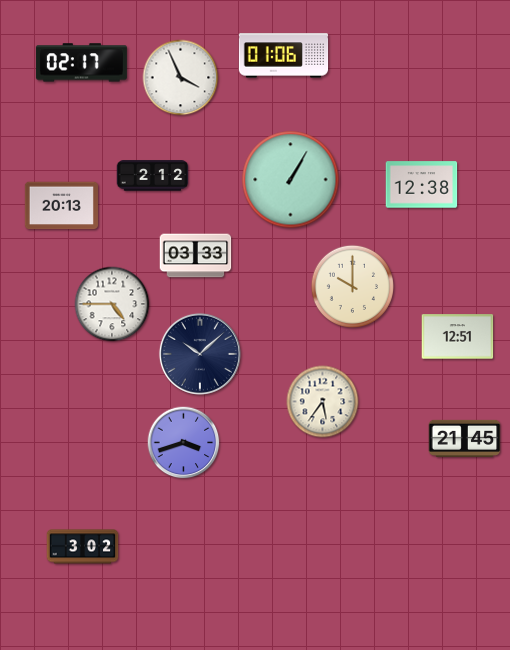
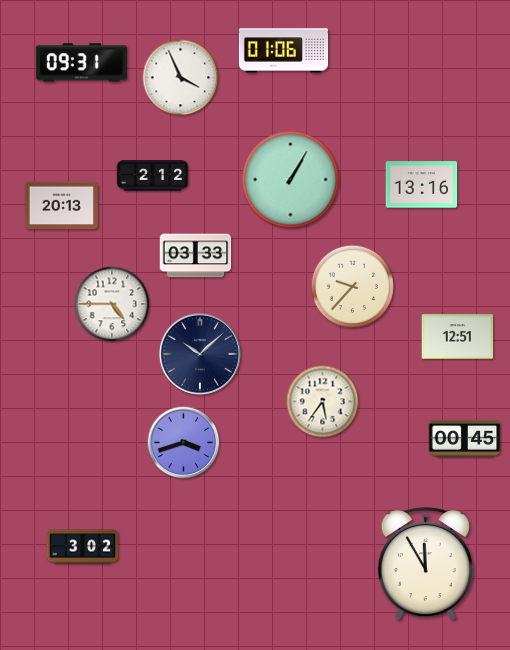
clock at (284, 56) position: (284, 56) -> (284, 51)
clock at (81, 63): 02:17 -> 09:31
clock at (422, 185): 12:38 -> 13:16
clock at (352, 286): 10:00 -> 9:37
clock at (465, 438): 21:45 -> 00:45
clock at (425, 564): none -> 11:55
